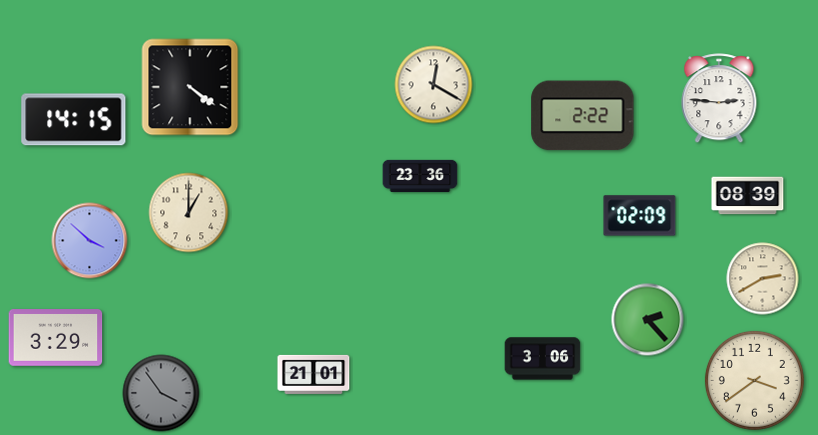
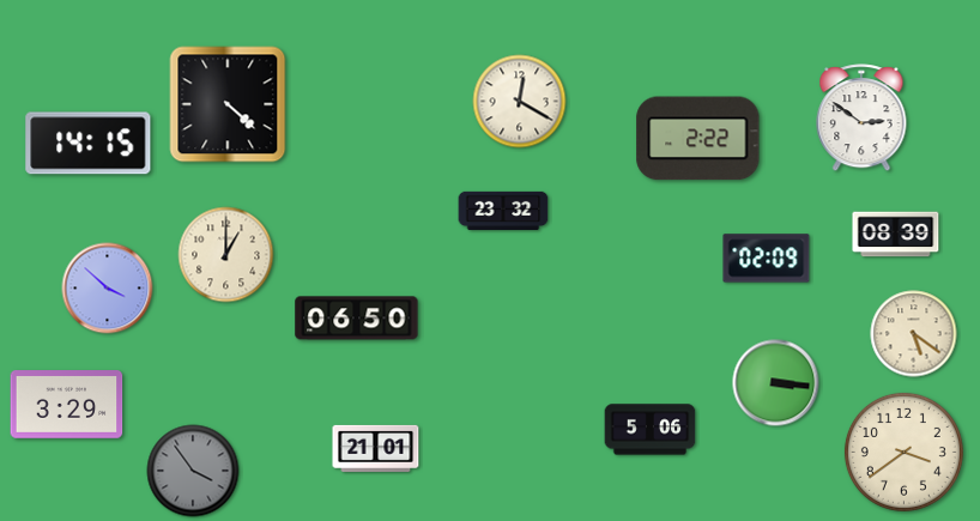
clock at (190, 87): 4:21 -> 4:22
clock at (719, 99): 2:46 -> 2:51
clock at (420, 175): 23:36 -> 23:32
clock at (357, 319): none -> 06:50
clock at (763, 279): 2:40 -> 5:21
clock at (648, 320): 2:23 -> 3:16
clock at (543, 359): 3:06 -> 5:06
clock at (754, 380) position: (754, 380) -> (903, 452)
